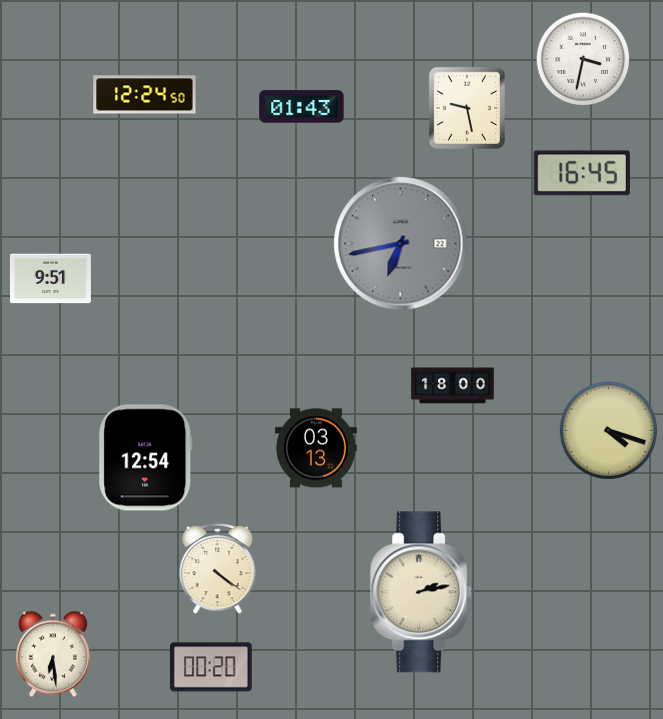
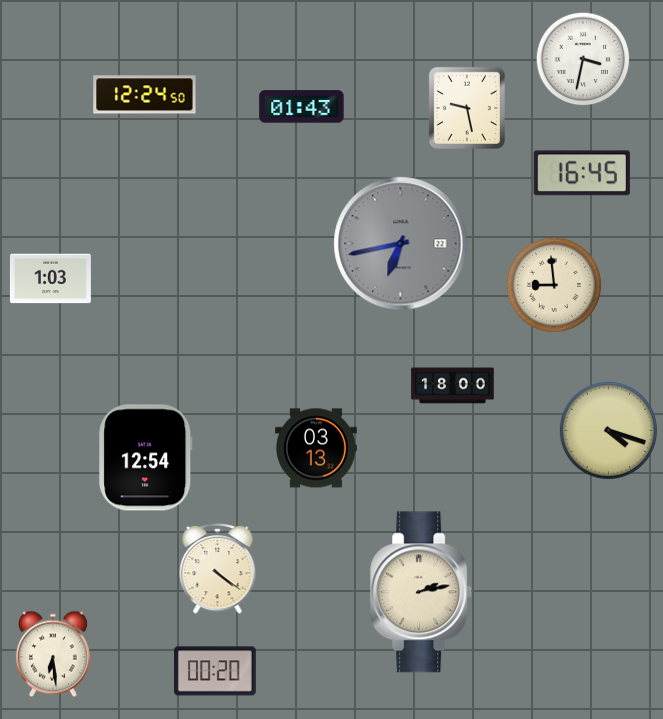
clock at (50, 279): 9:51 -> 1:03
clock at (554, 285): none -> 8:59
clock at (212, 667) position: (212, 667) -> (216, 671)
